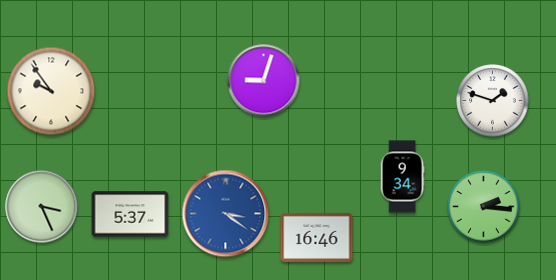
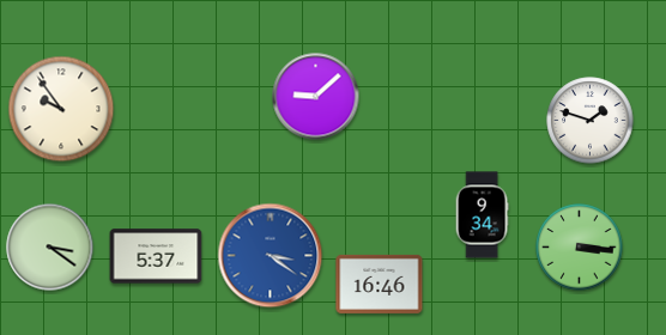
clock at (264, 81): 9:03 -> 9:08
clock at (402, 177) position: (402, 177) -> (482, 215)
clock at (42, 207): 3:26 -> 3:21
clock at (484, 207): 2:16 -> 3:16
